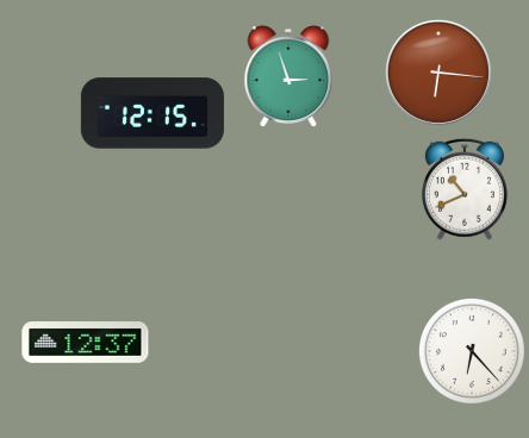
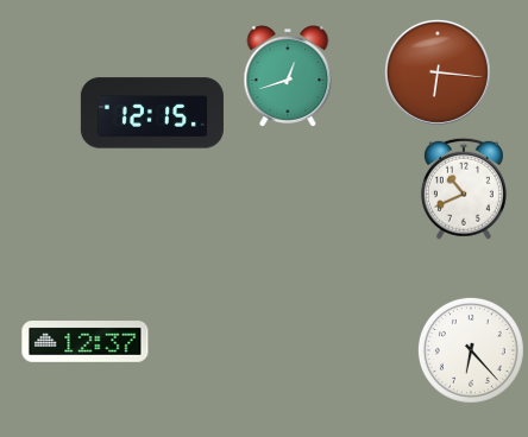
clock at (288, 76): 2:57 -> 12:42
